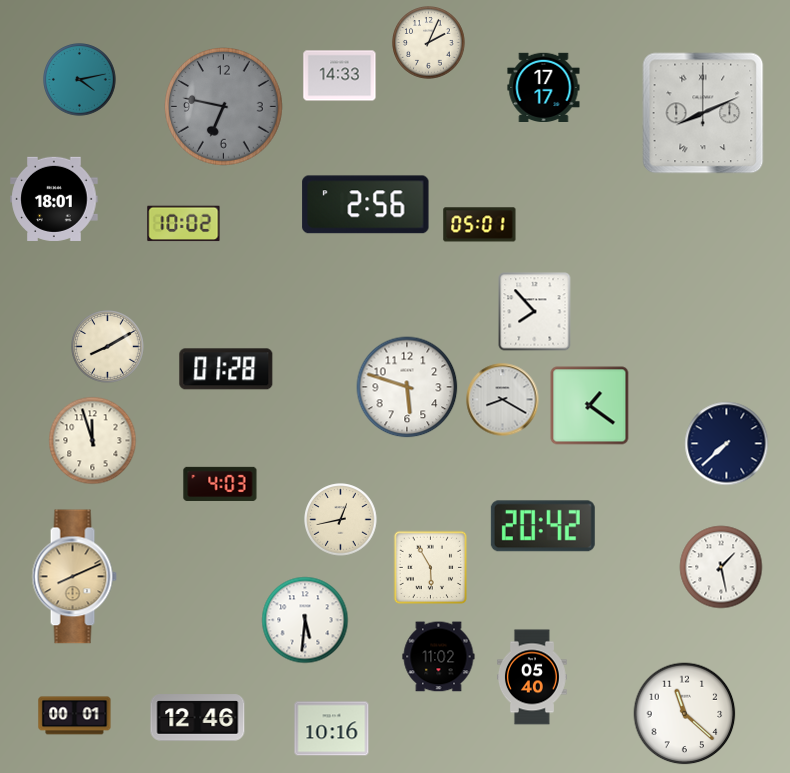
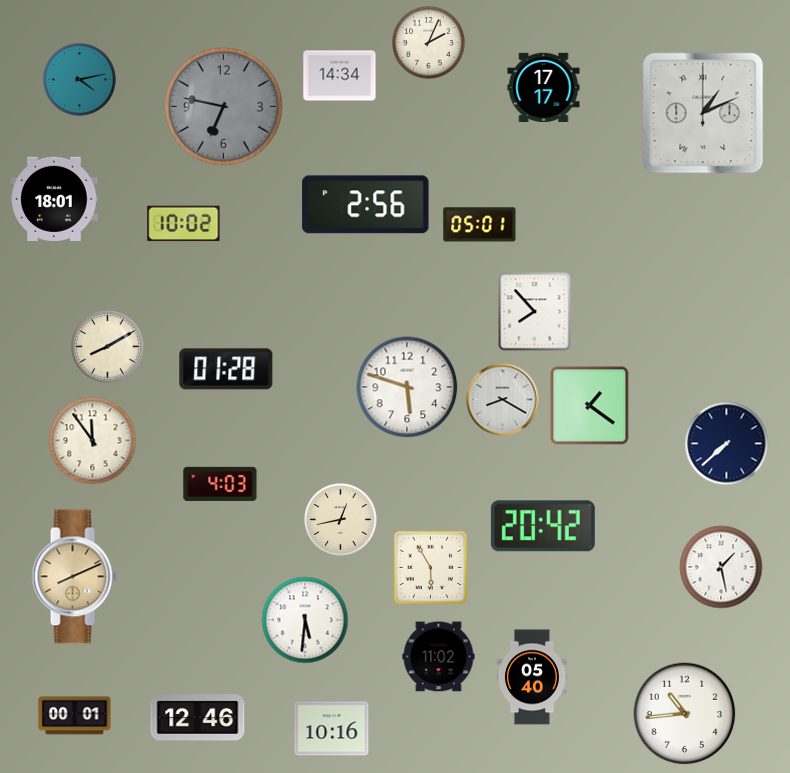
clock at (340, 76): 14:33 -> 14:34
clock at (703, 113): 8:11 -> 1:11
clock at (93, 441): 11:57 -> 11:54
clock at (685, 714): 11:22 -> 10:44
